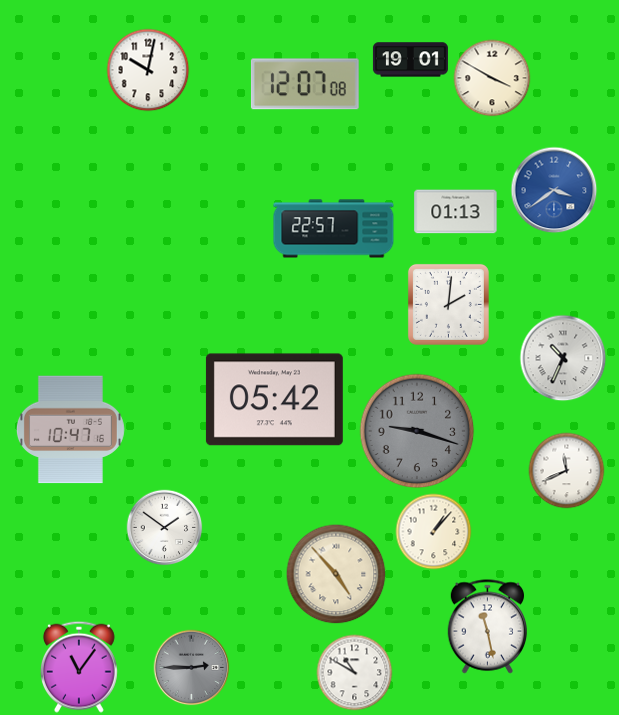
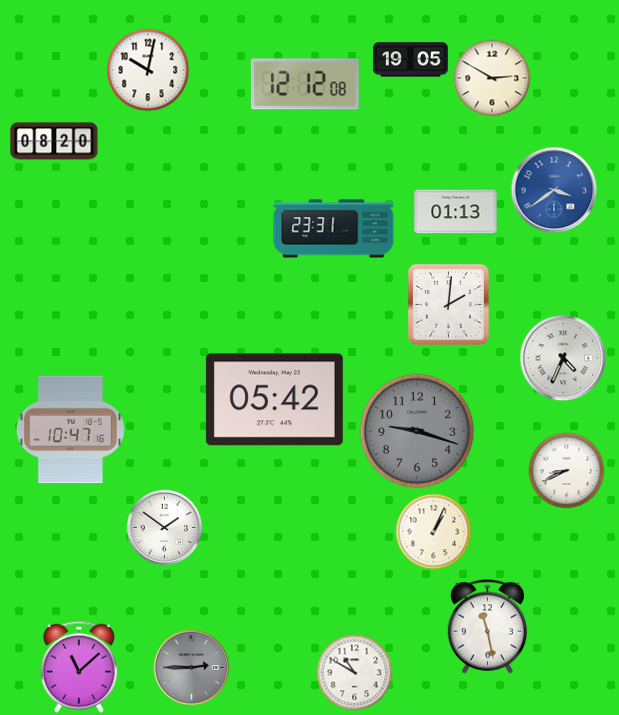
clock at (410, 60): 19:01 -> 19:05
clock at (492, 78): 3:50 -> 2:50
clock at (305, 84): 12:07 -> 12:12
clock at (54, 141): none -> 08:20
clock at (334, 229): 22:57 -> 23:31
clock at (563, 358): 10:34 -> 4:34
clock at (567, 471): 11:41 -> 8:41
clock at (434, 532): 1:07 -> 1:04
clock at (336, 574): 4:53 -> none
clock at (79, 667): 11:06 -> 11:08
